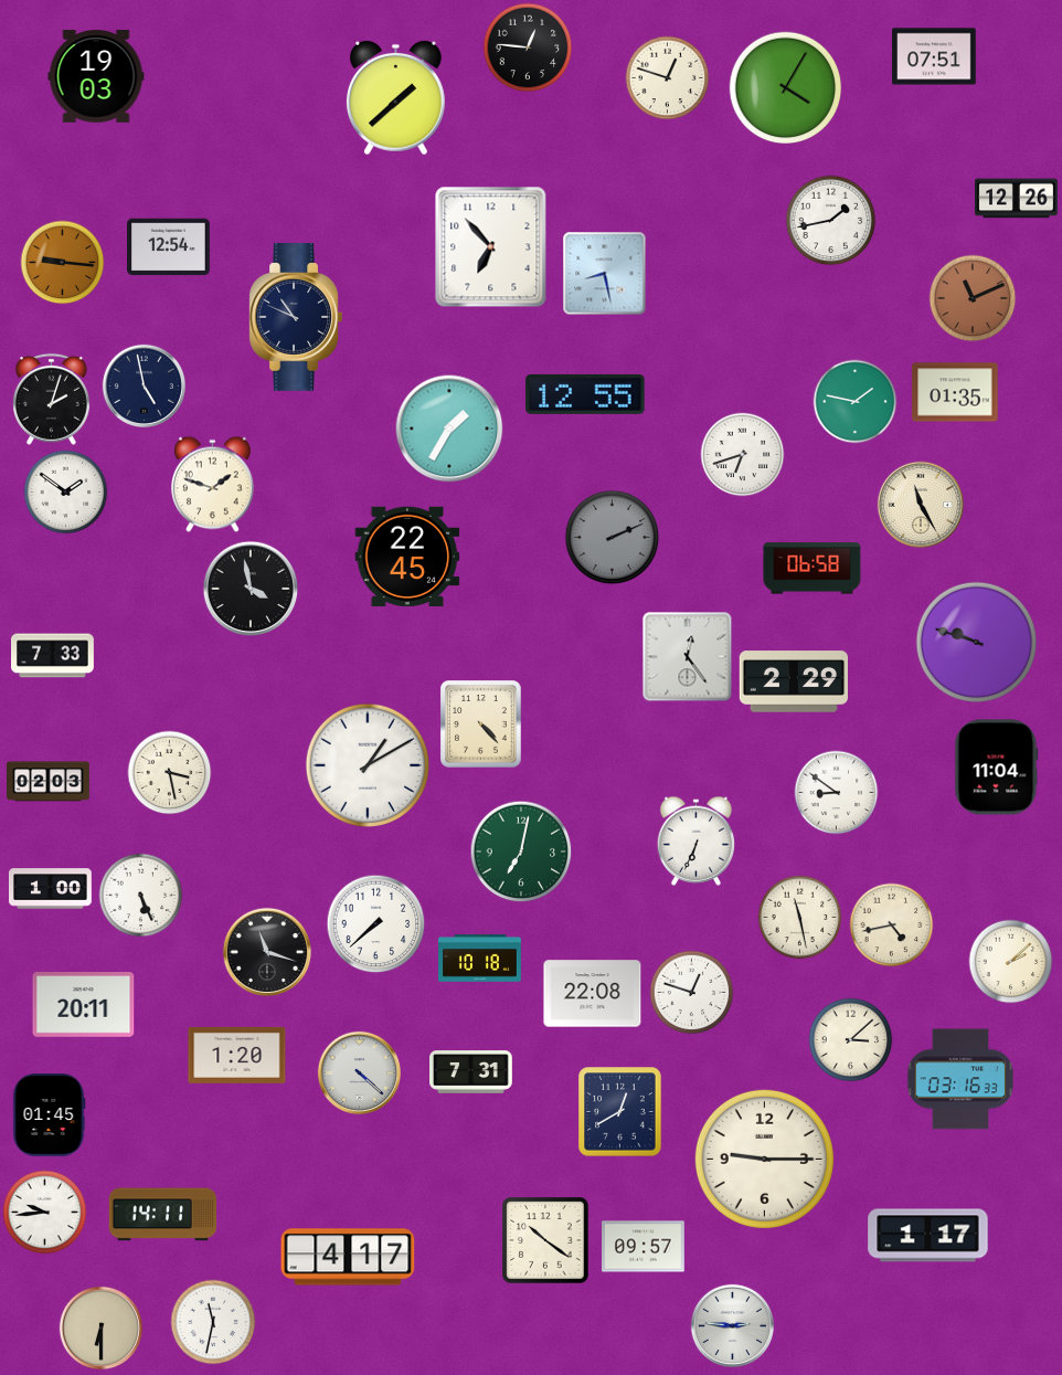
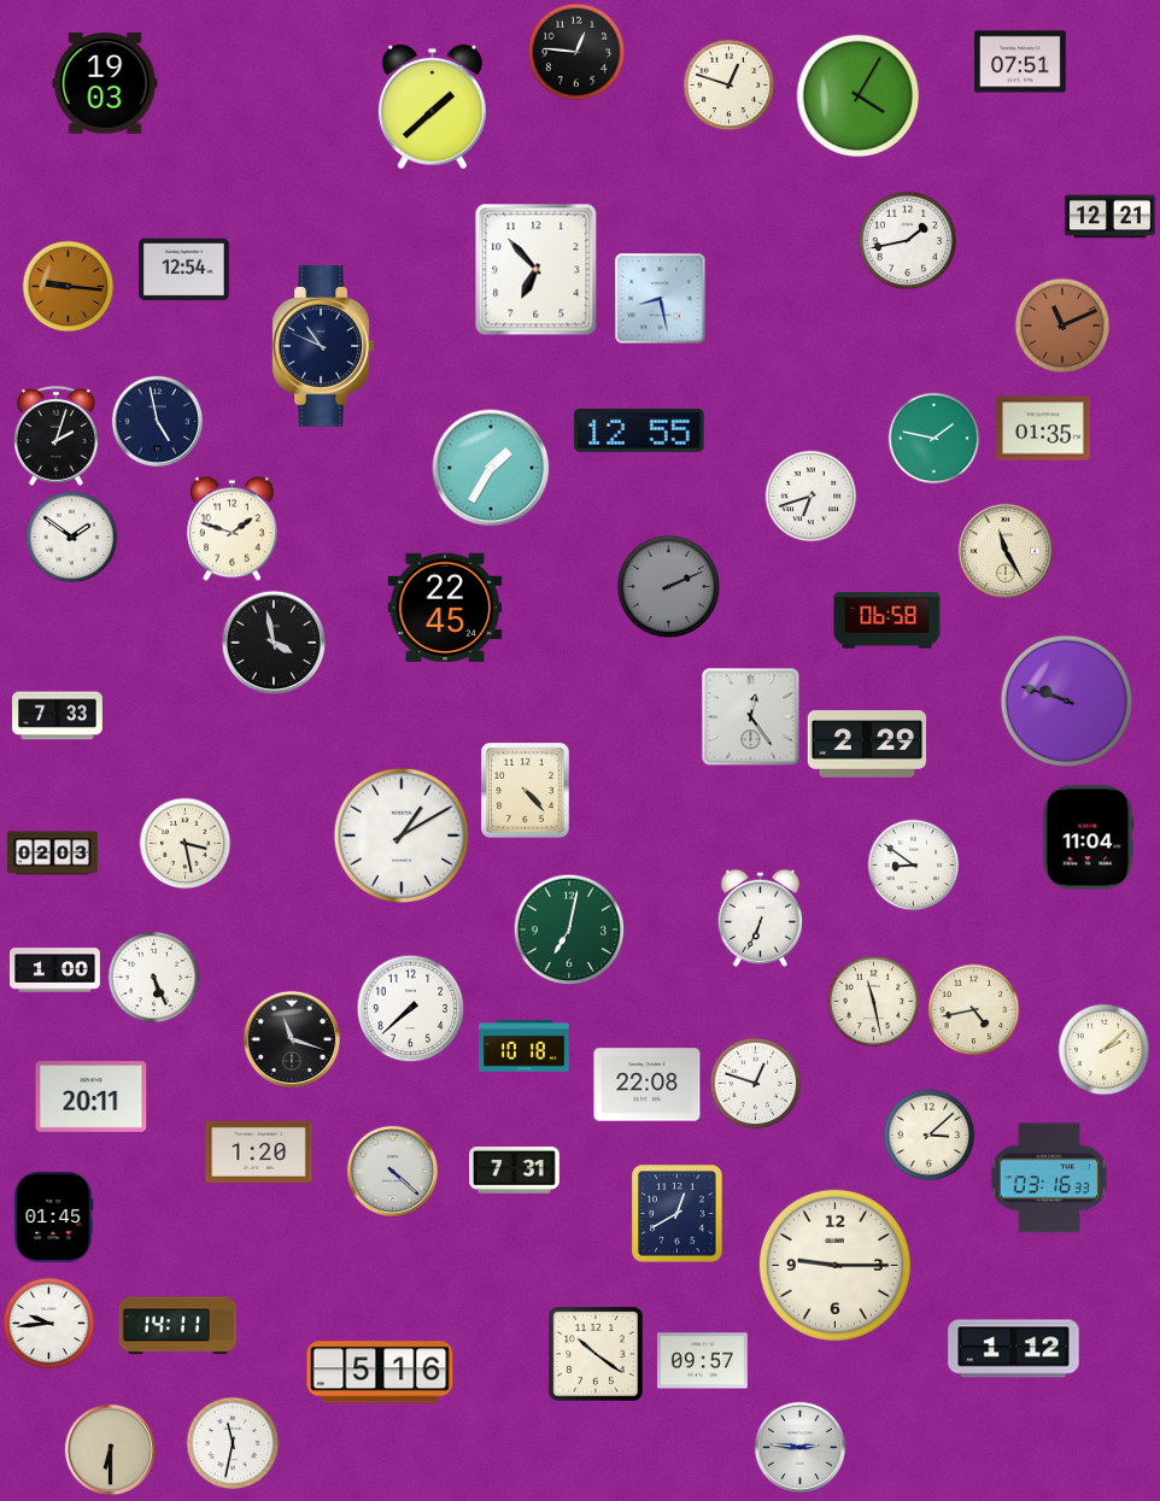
clock at (1017, 199): 12:26 -> 12:21
clock at (928, 1236): 1:17 -> 1:12
clock at (348, 1257): 4:17 -> 5:16
